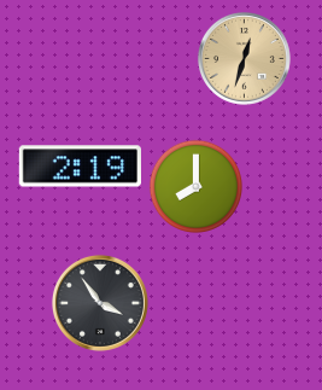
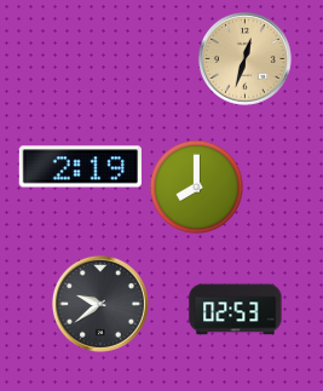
clock at (100, 303): 3:54 -> 9:39
clock at (236, 310): none -> 02:53
